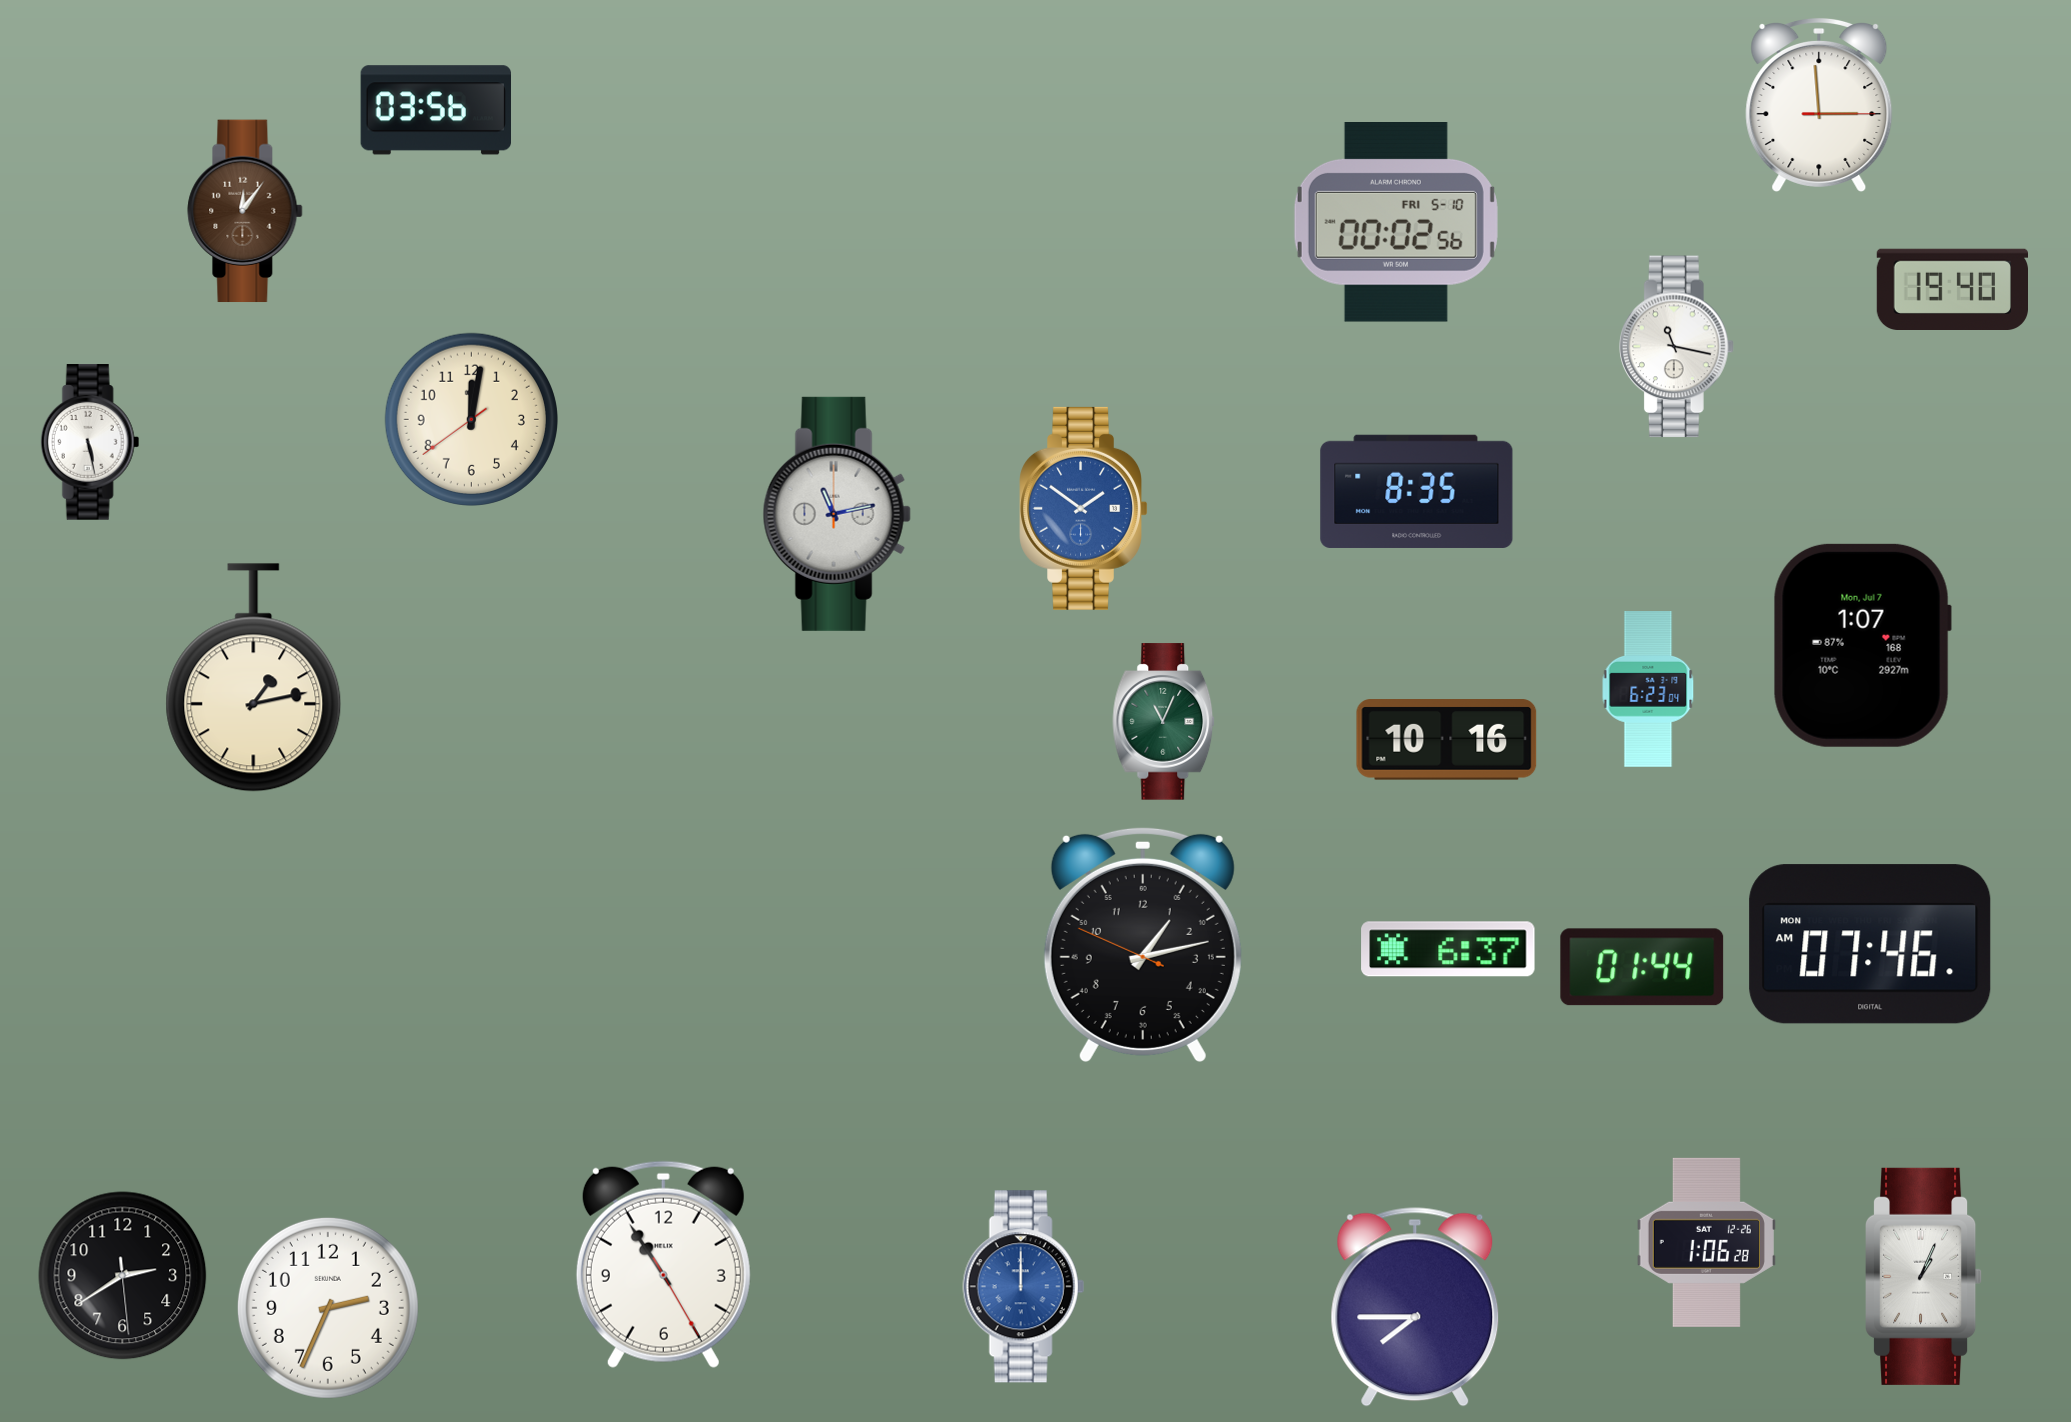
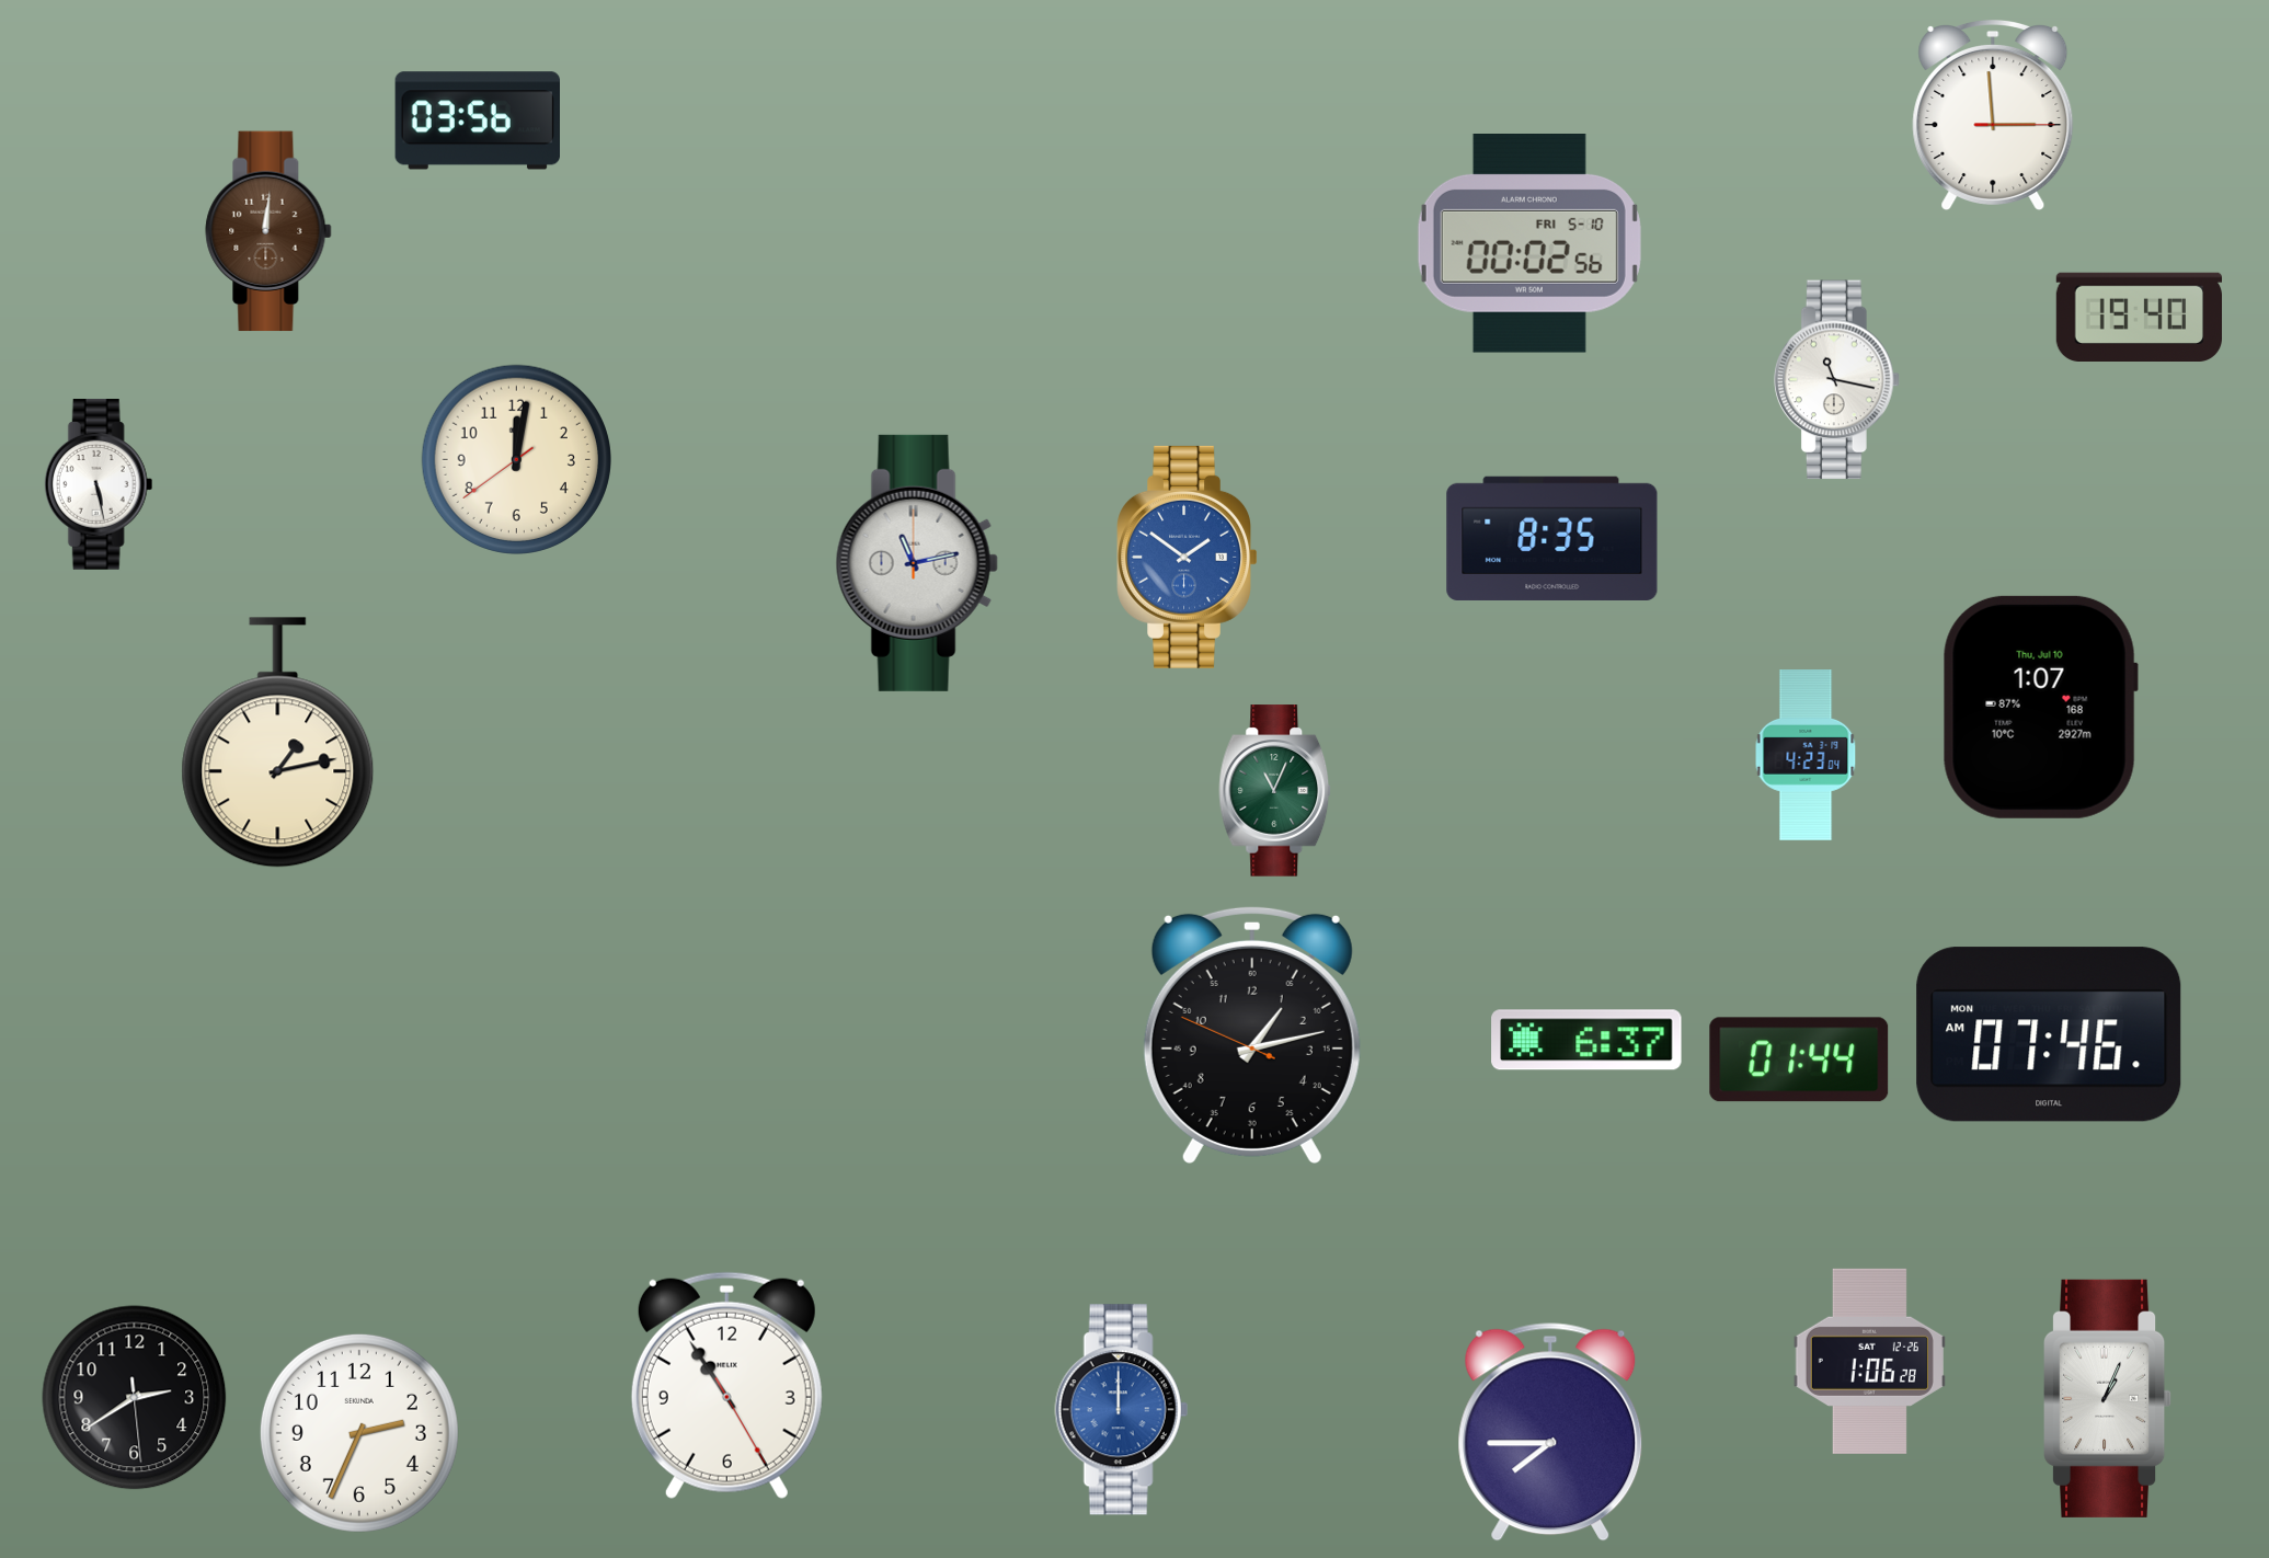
clock at (245, 211): 12:06 -> 12:01
clock at (1862, 645) date: Mon, Jul 7 -> Thu, Jul 10
clock at (1648, 689): 6:23 -> 4:23
clock at (1447, 740): 10:16 -> none
